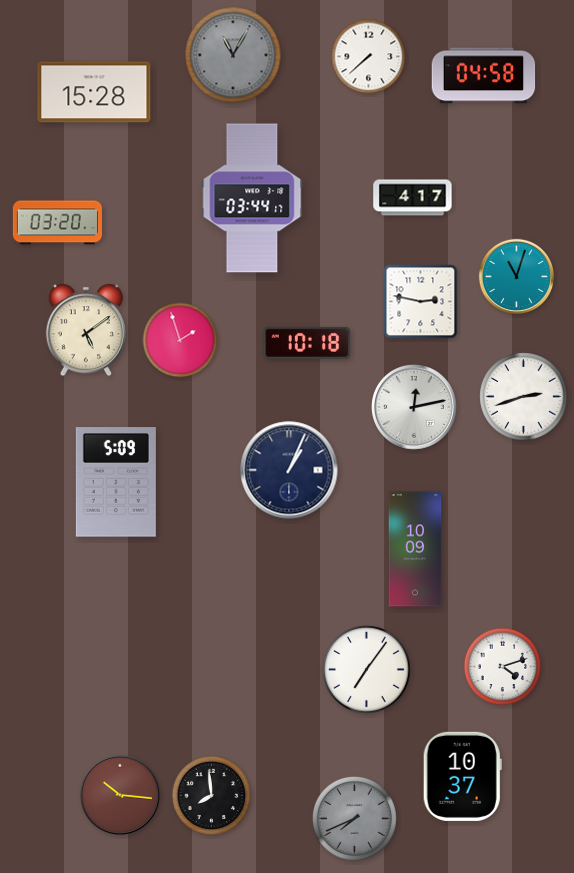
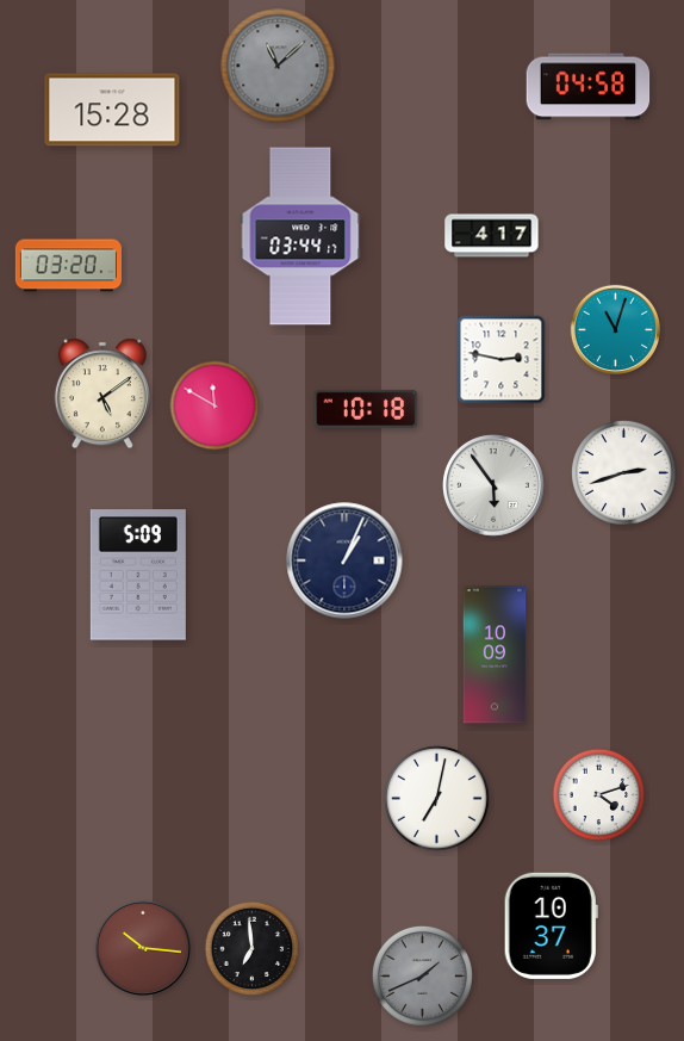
clock at (233, 55): 11:05 -> 11:08
clock at (369, 57): 7:38 -> none
clock at (484, 76) position: (484, 76) -> (589, 87)
clock at (180, 340): 1:57 -> 11:50
clock at (415, 408): 12:13 -> 5:54
clock at (367, 670): 7:06 -> 7:02
clock at (212, 796): 7:59 -> 6:59
clock at (354, 818): 7:41 -> 1:41
